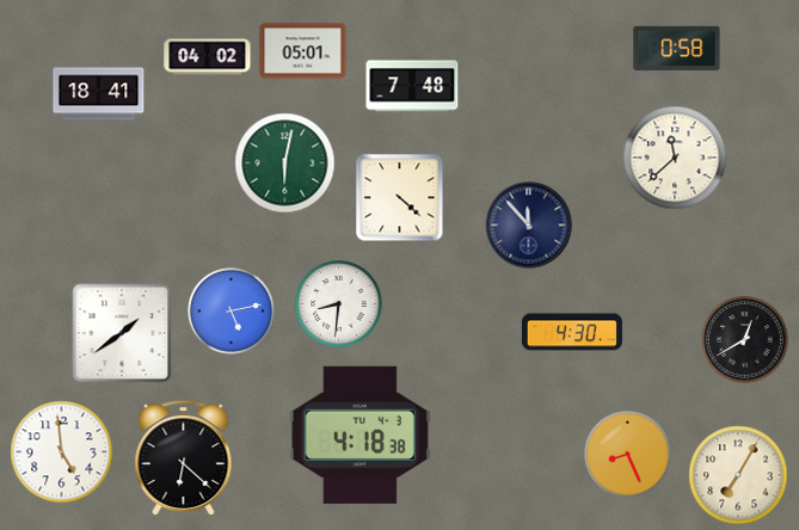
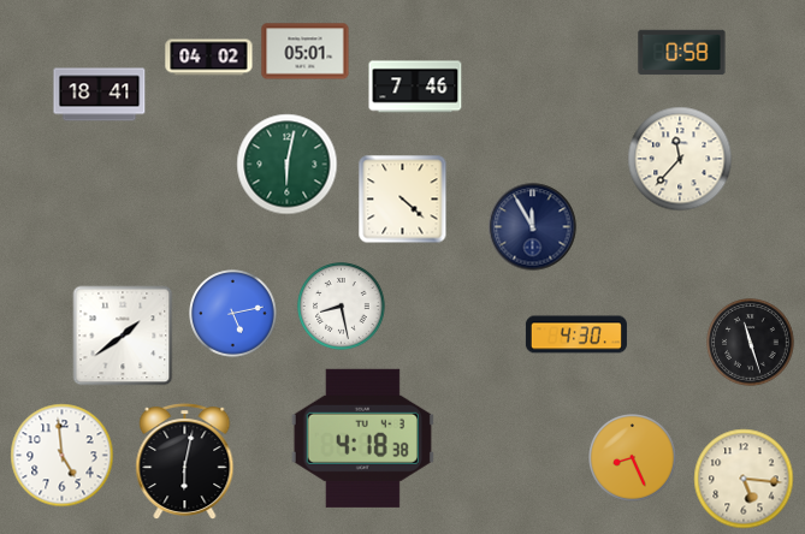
clock at (677, 49) position: (677, 49) -> (682, 53)
clock at (412, 86): 7:48 -> 7:46
clock at (675, 158): 11:38 -> 11:37
clock at (529, 226): 11:53 -> 11:55
clock at (339, 304): 8:31 -> 8:28
clock at (745, 340): 12:40 -> 11:27
clock at (184, 458): 6:22 -> 6:02
clock at (738, 475): 7:05 -> 5:16
